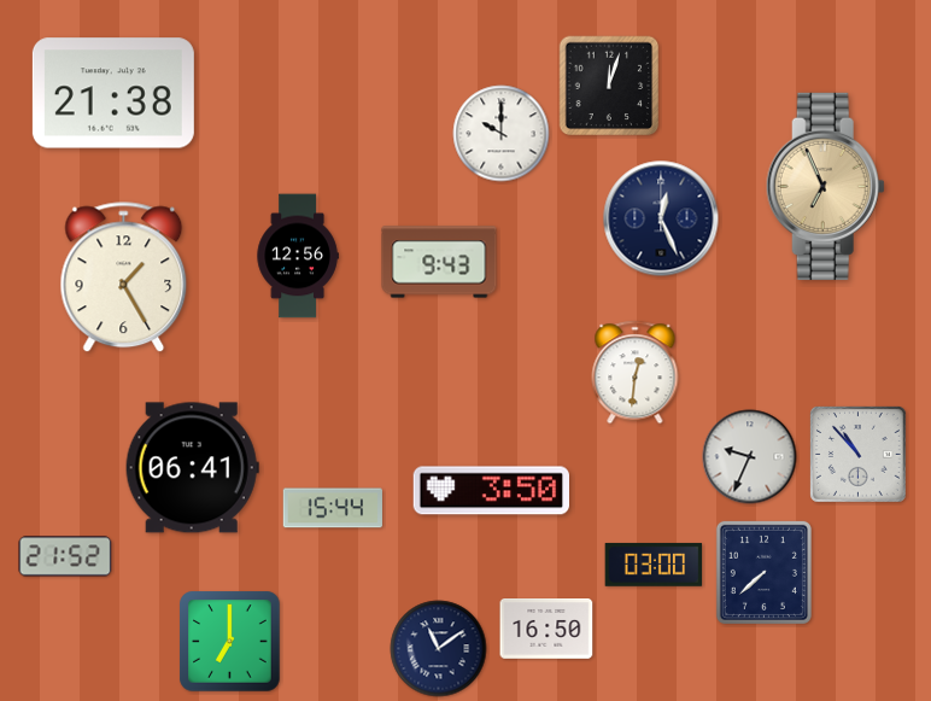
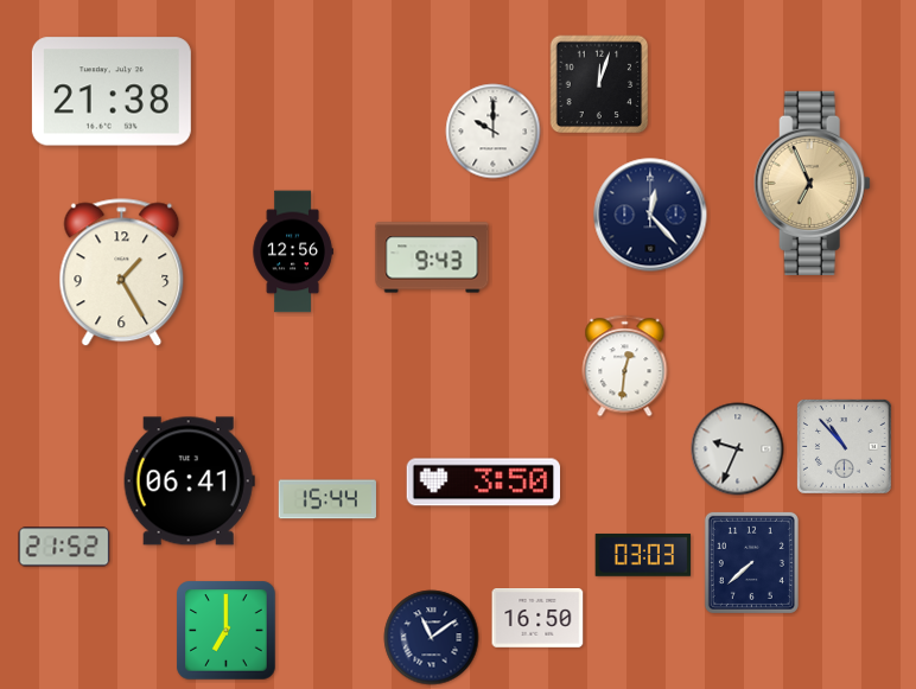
clock at (661, 218): 12:26 -> 12:23
clock at (192, 468) position: (192, 468) -> (189, 481)
clock at (654, 565): 03:00 -> 03:03
